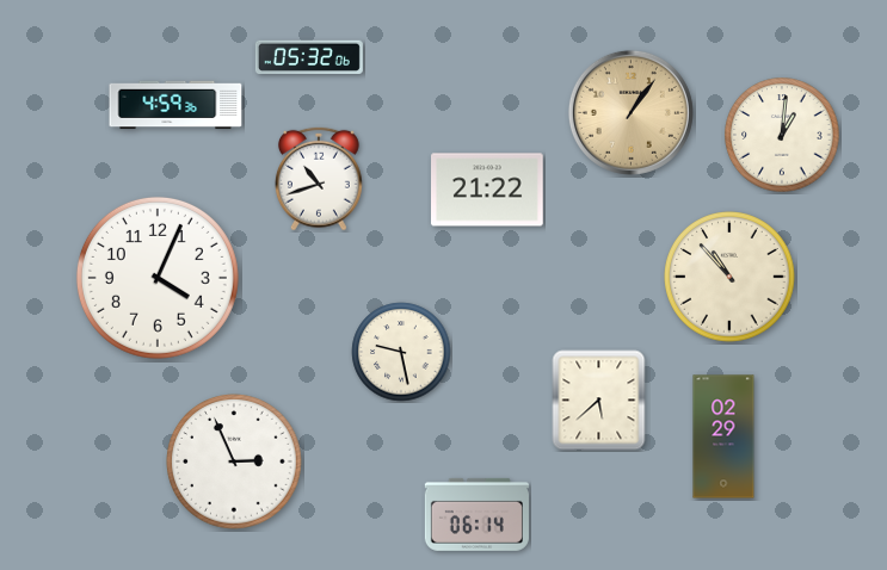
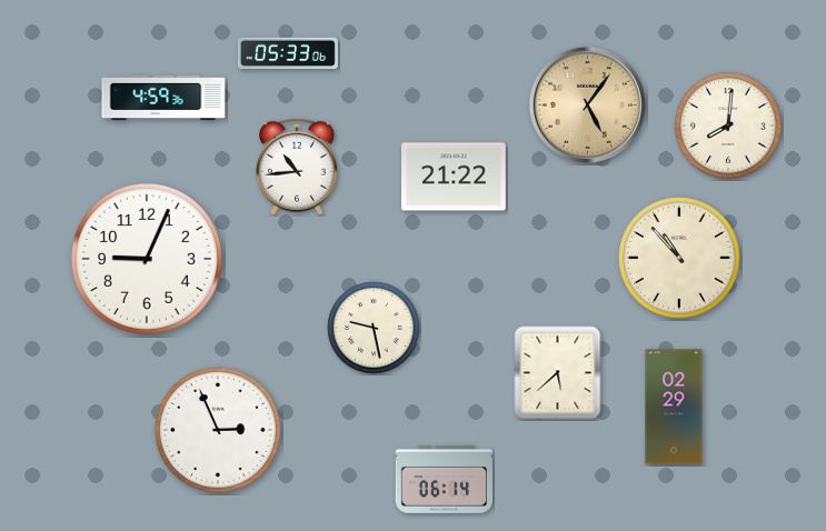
clock at (309, 57): 05:32 -> 05:33
clock at (630, 112): 1:06 -> 5:06
clock at (782, 135): 1:01 -> 8:01
clock at (319, 179): 10:42 -> 10:44
clock at (158, 278): 4:04 -> 9:04
